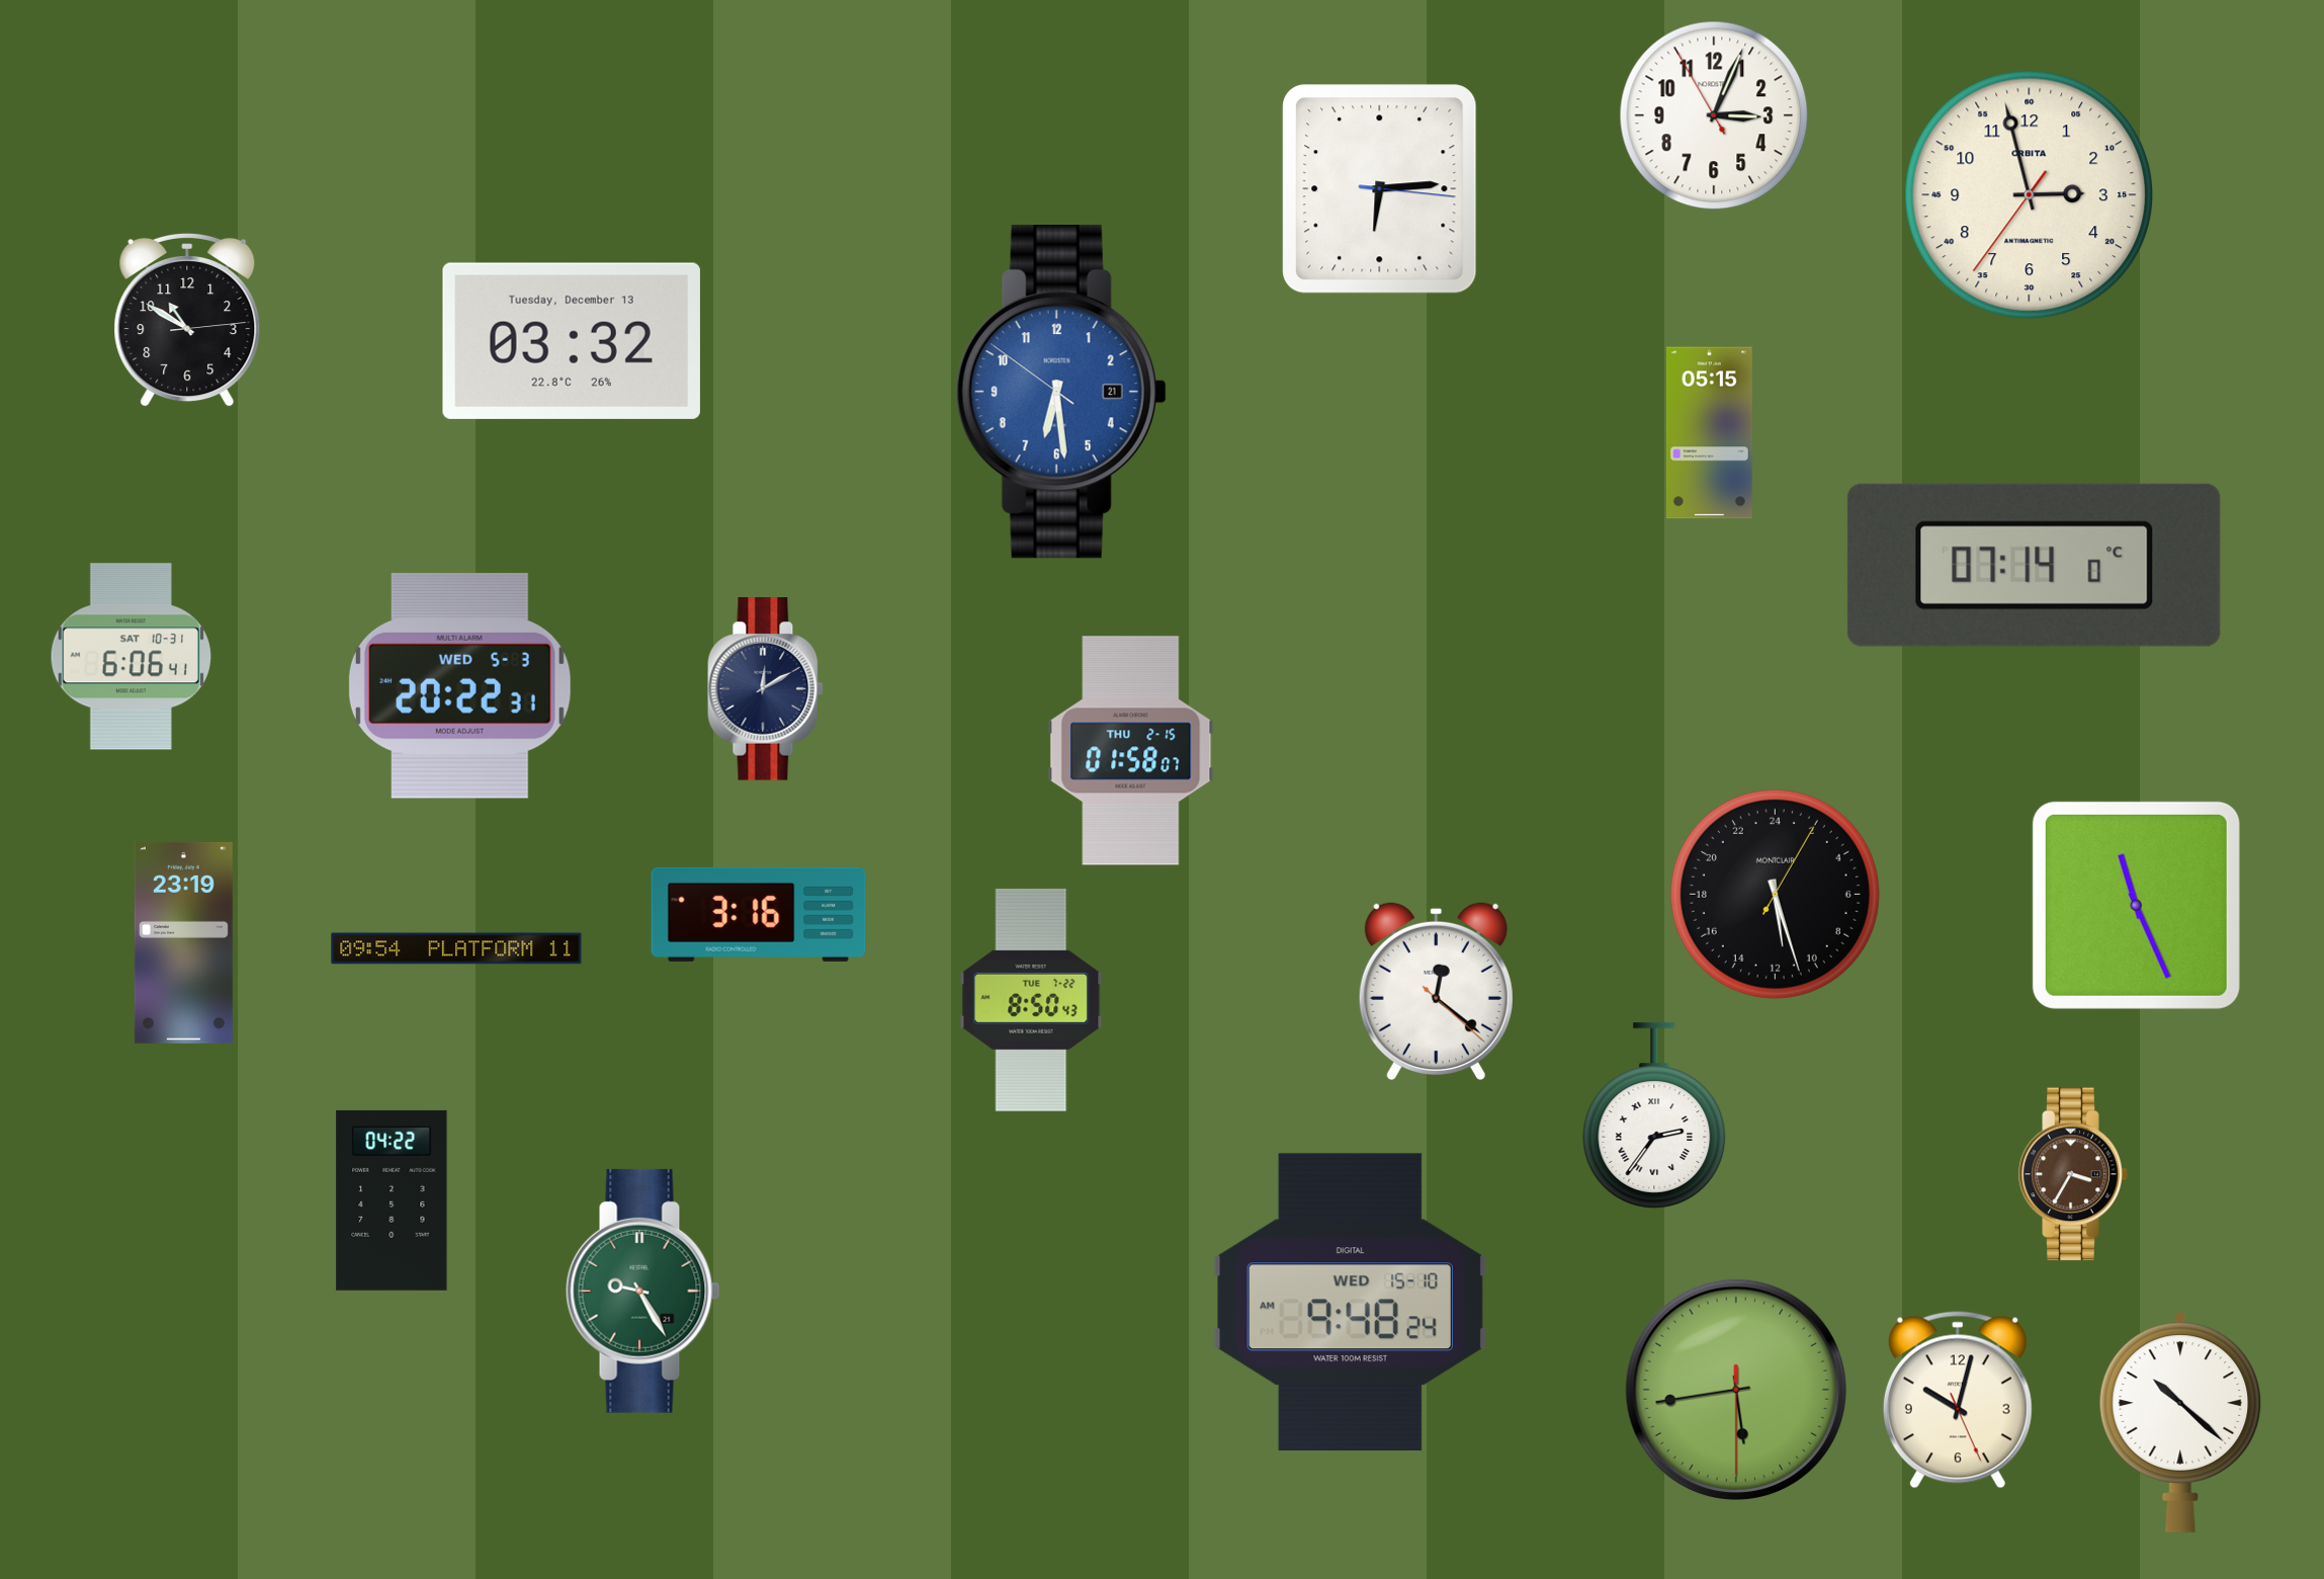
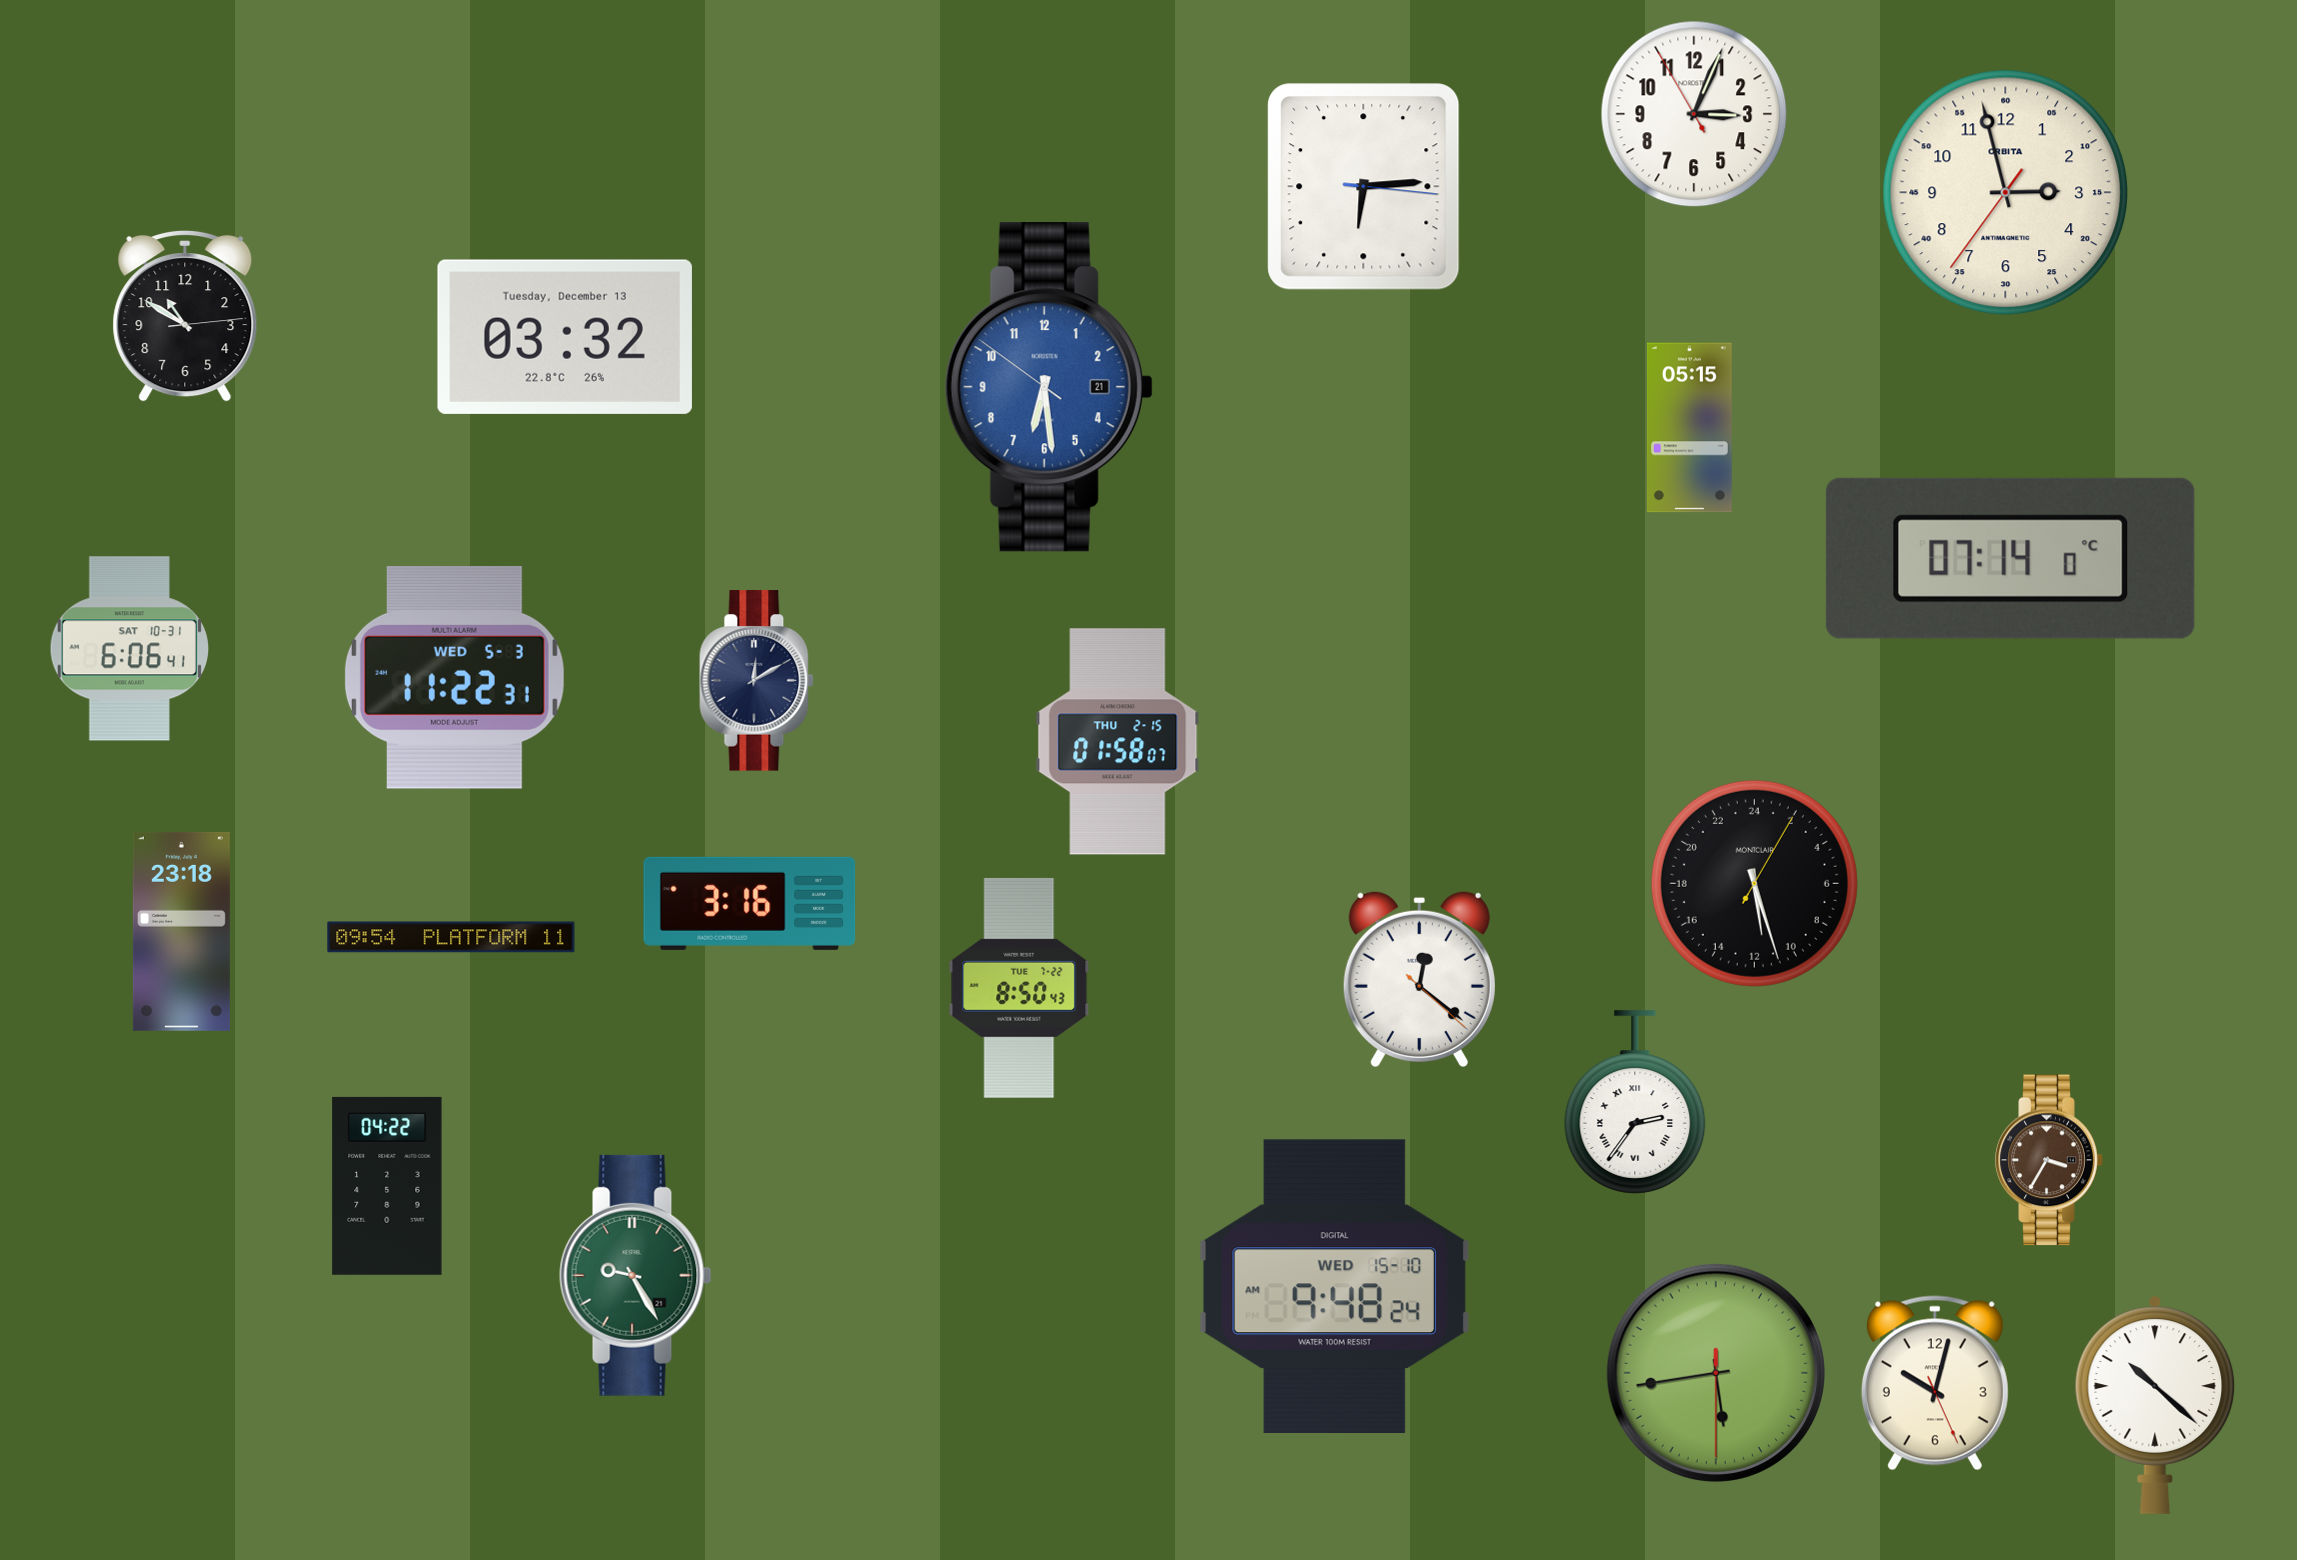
clock at (459, 685): 20:22 -> 11:22
clock at (2136, 905): 11:26 -> none
clock at (183, 942): 23:19 -> 23:18
